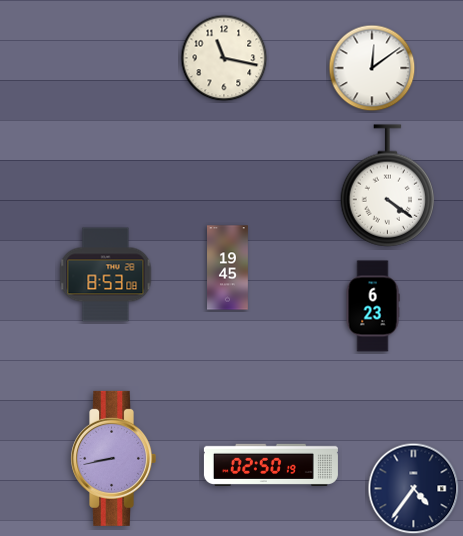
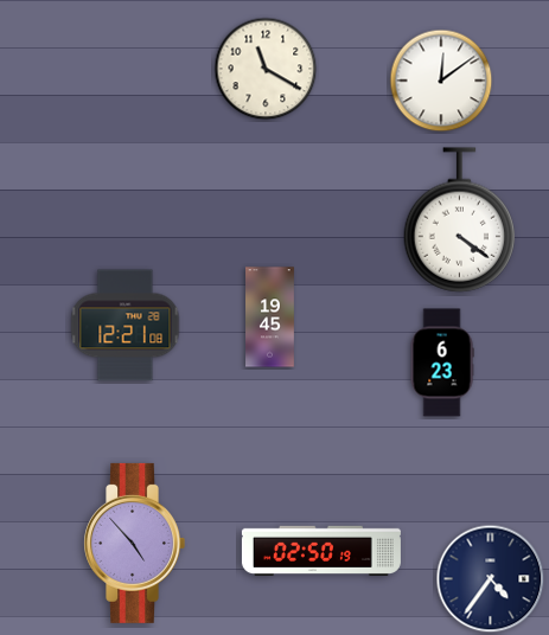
clock at (224, 58): 11:17 -> 11:20
clock at (106, 275): 8:53 -> 12:21
clock at (113, 458): 8:43 -> 4:53
